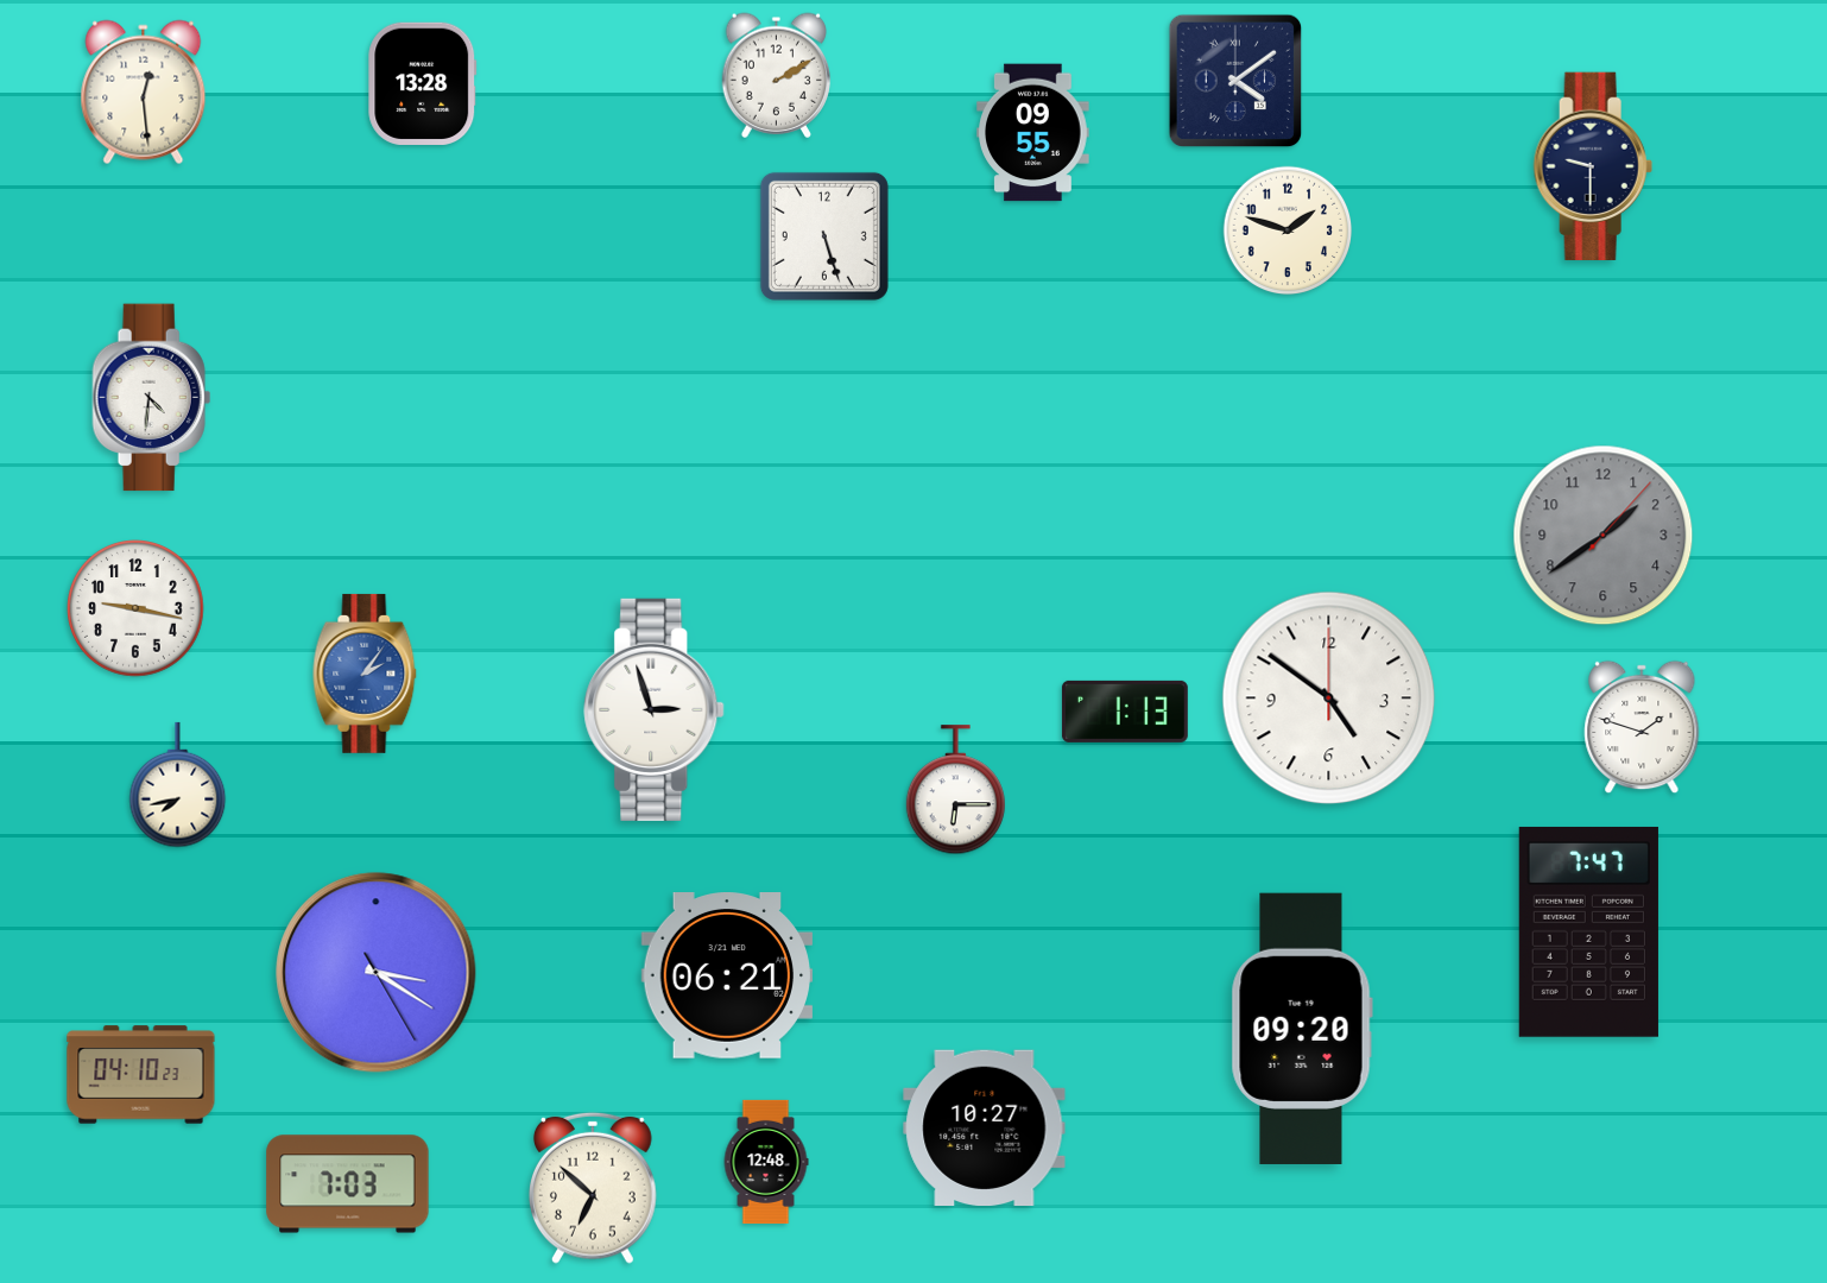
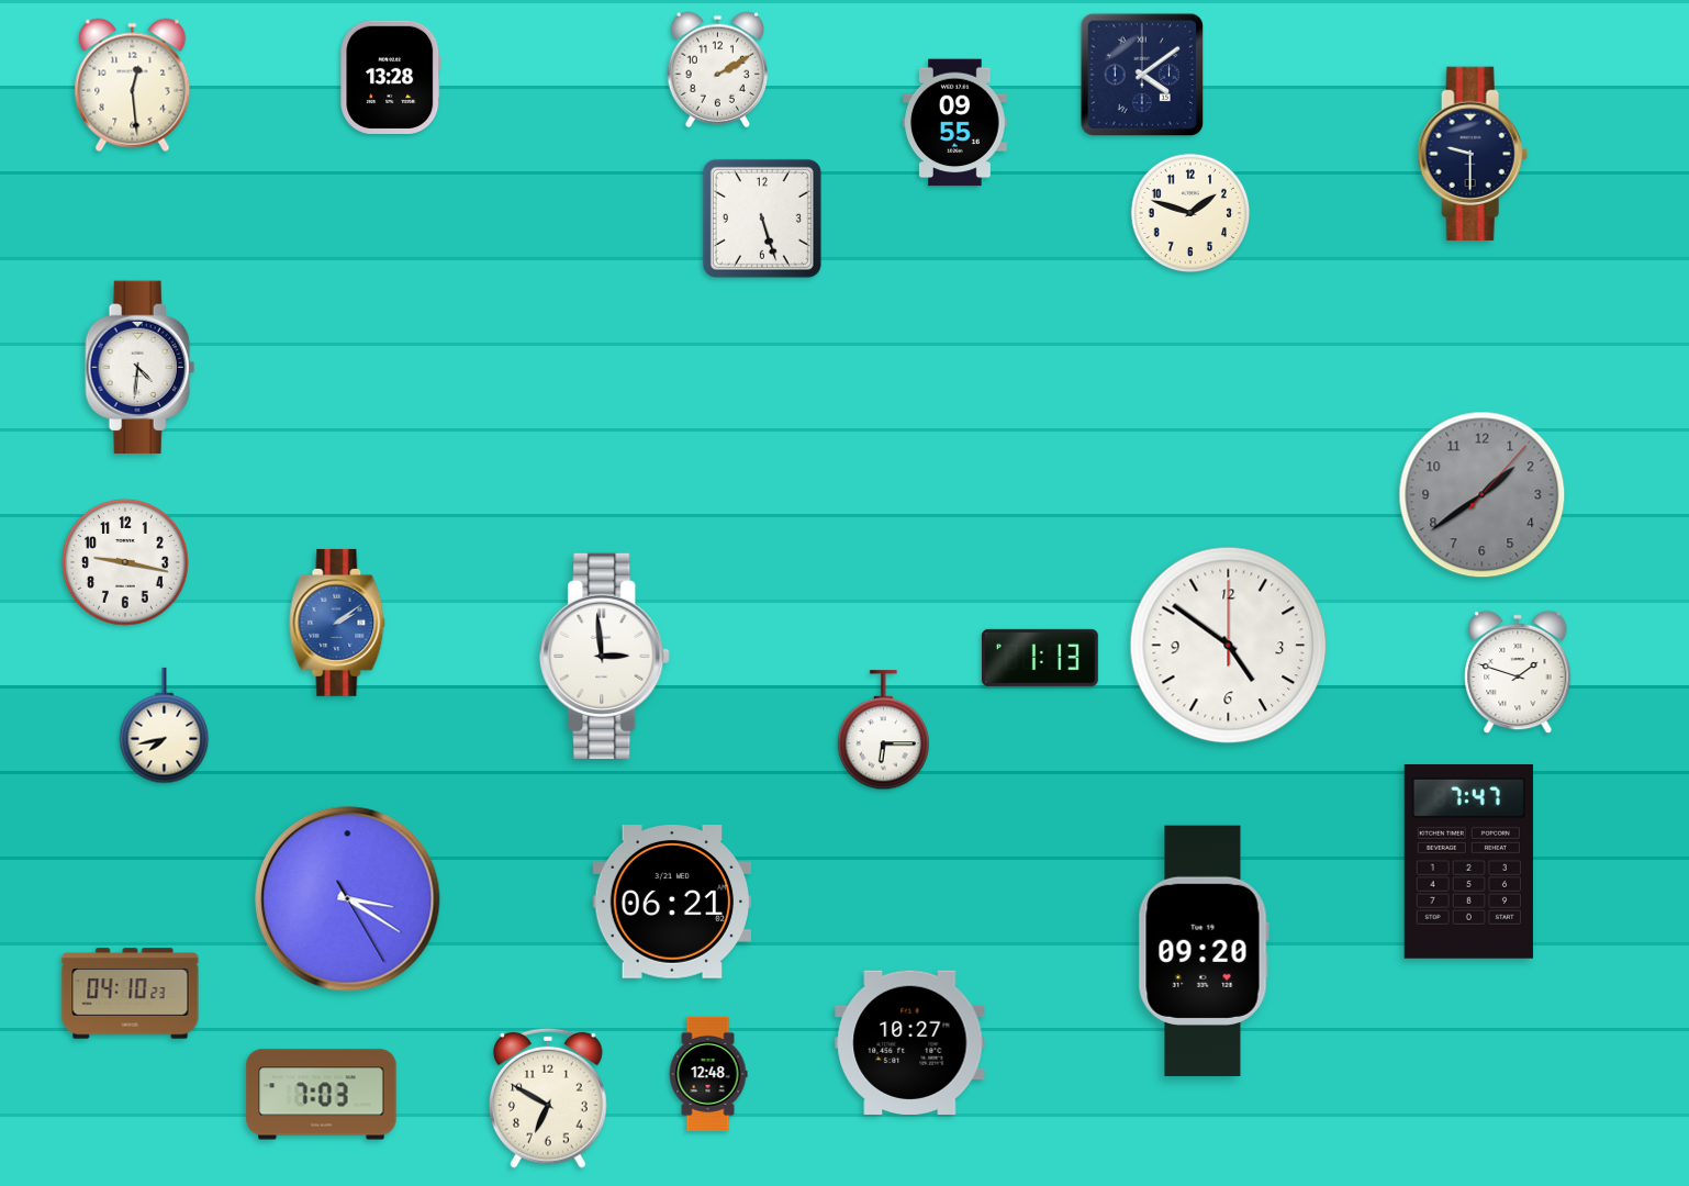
clock at (365, 674): 2:06 -> 2:09
clock at (655, 709): 2:57 -> 2:59
clock at (594, 1188): 6:52 -> 6:50
